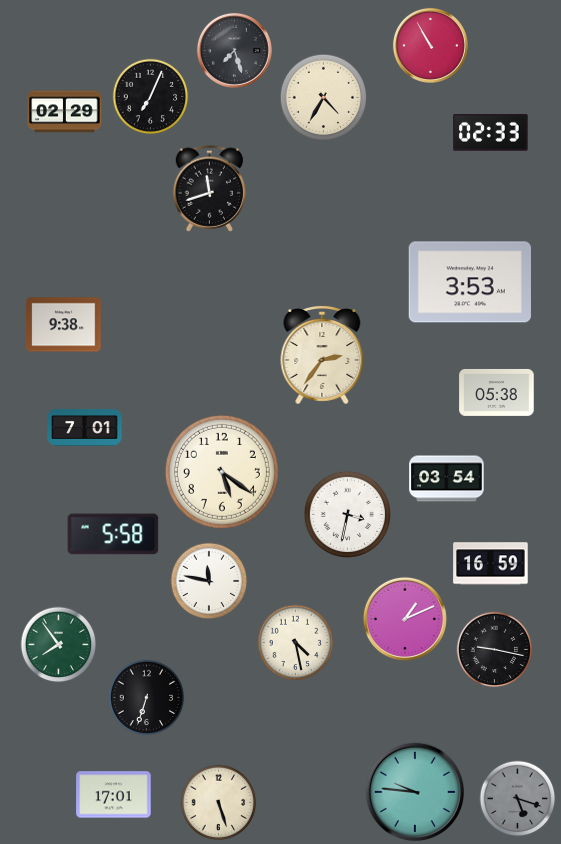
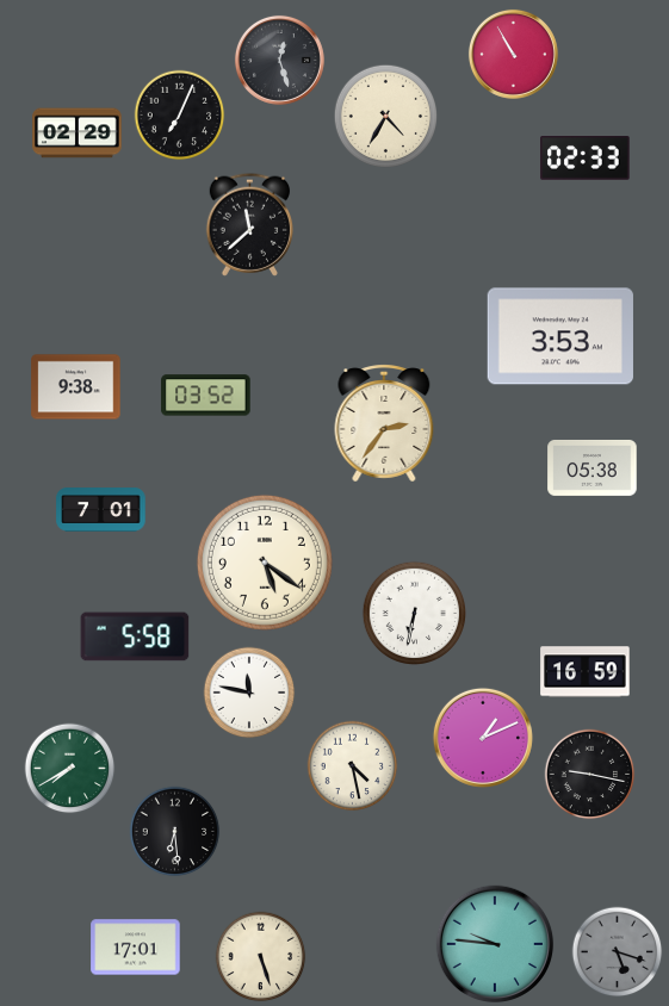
clock at (234, 50): 7:27 -> 12:27
clock at (209, 188): 11:42 -> 11:38
clock at (206, 396): none -> 03:52
clock at (447, 479): 03:54 -> none
clock at (347, 514): 3:32 -> 6:32
clock at (59, 645): 7:54 -> 7:40
clock at (147, 698): 6:33 -> 6:29
